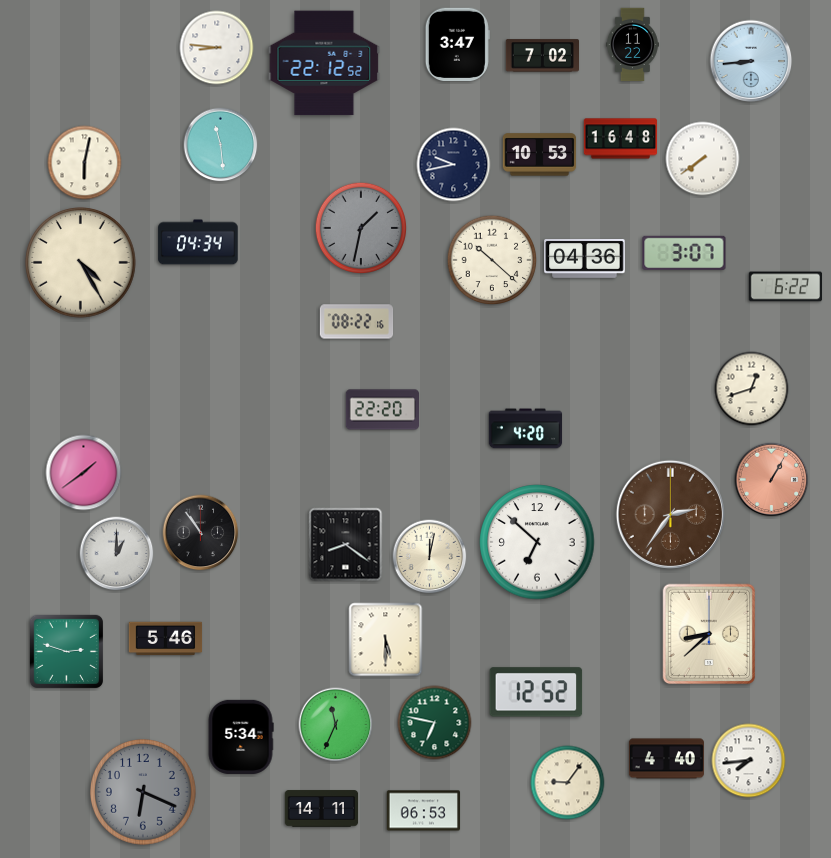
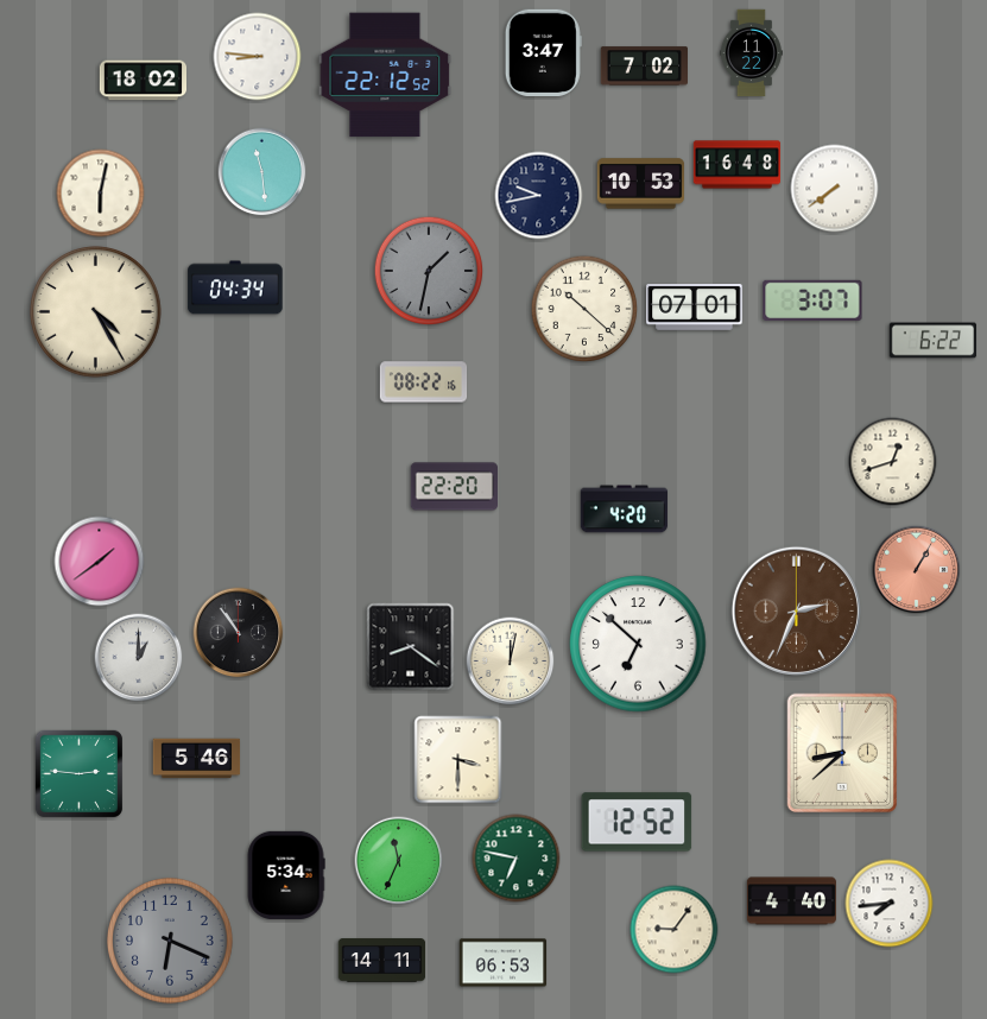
clock at (751, 61): 8:44 -> none
clock at (144, 81): none -> 18:02
clock at (585, 259): 04:36 -> 07:01
clock at (670, 514): 2:36 -> 2:34
clock at (386, 640): 5:30 -> 3:30
clock at (66, 651): 2:48 -> 2:46
